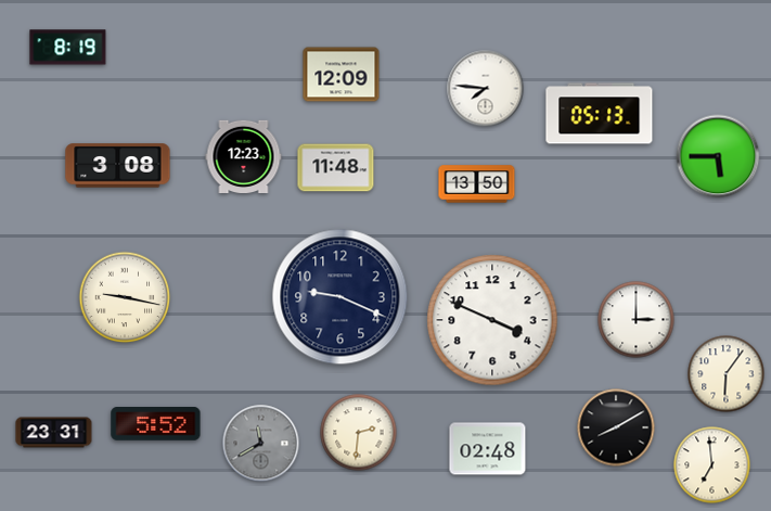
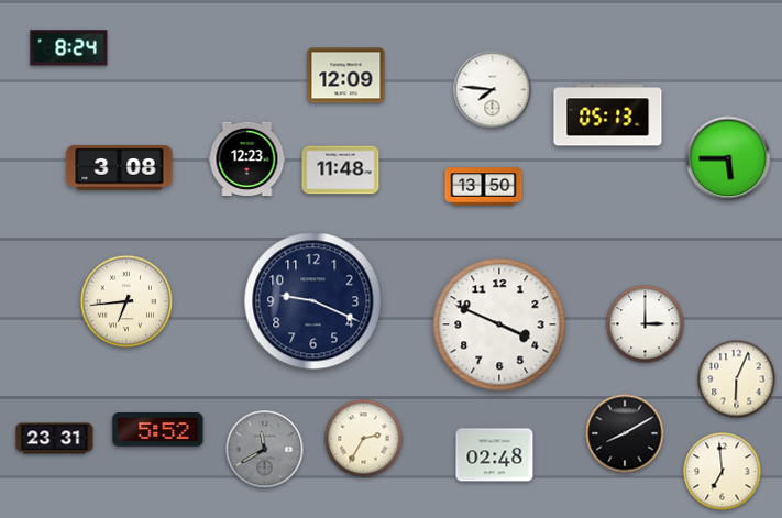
clock at (68, 48): 8:19 -> 8:24
clock at (125, 297): 9:17 -> 6:44
clock at (340, 297) position: (340, 297) -> (313, 301)
clock at (727, 374): 6:06 -> 6:04
clock at (359, 433): 2:31 -> 2:35
